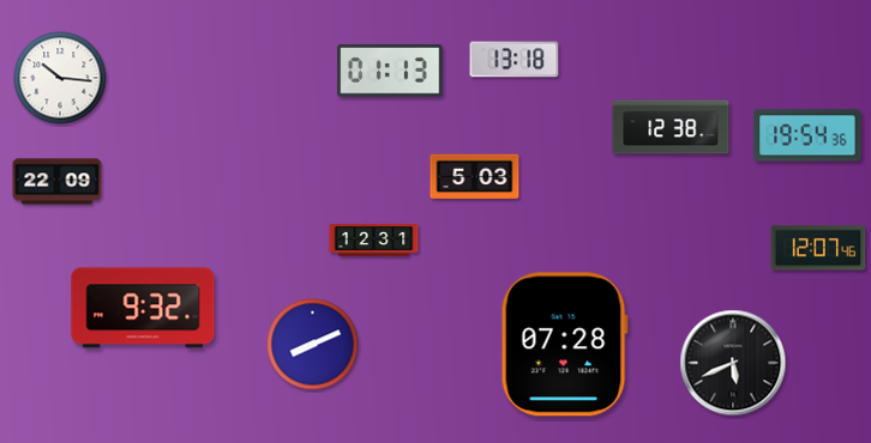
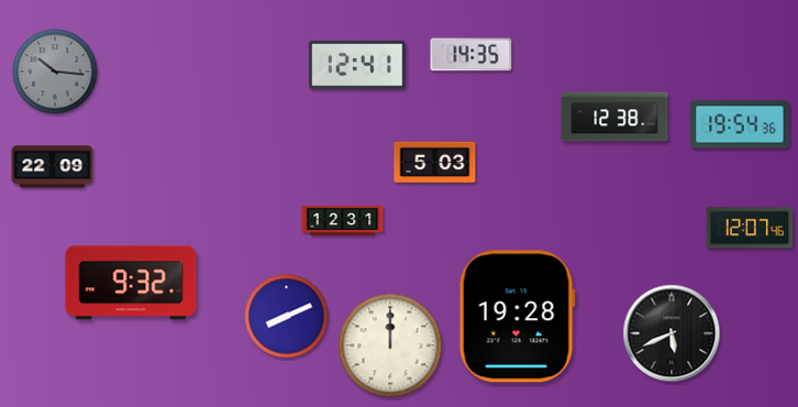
clock at (515, 60): 13:18 -> 14:35
clock at (390, 71): 01:13 -> 12:41
clock at (60, 78) dial: white -> grey
clock at (564, 345): 07:28 -> 19:28
clock at (390, 345): none -> 12:00
